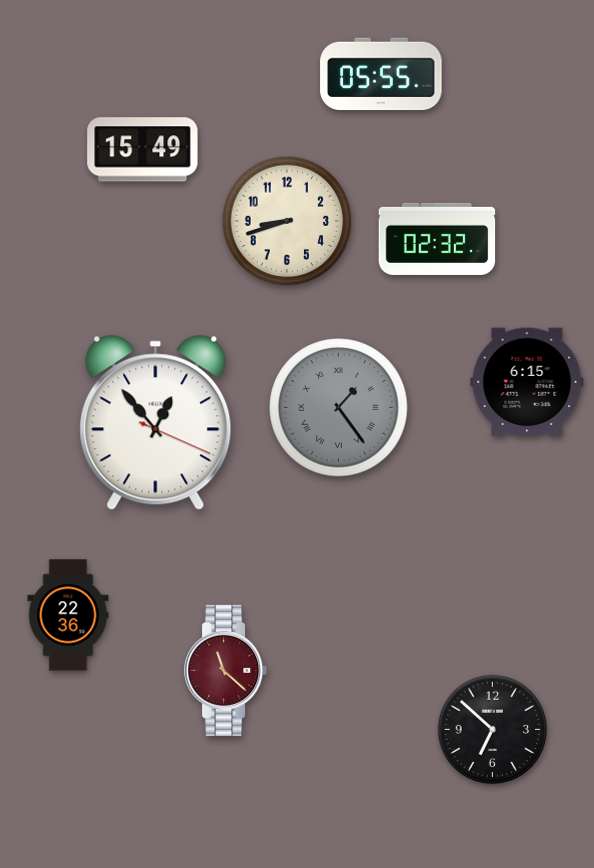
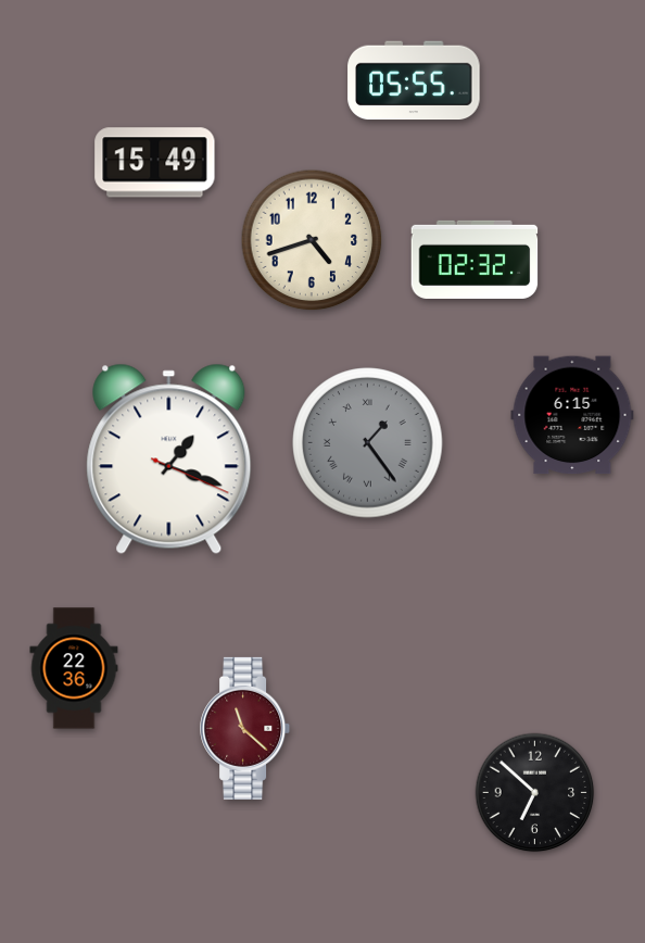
clock at (287, 221): 8:42 -> 4:42
clock at (156, 422): 12:53 -> 1:18
